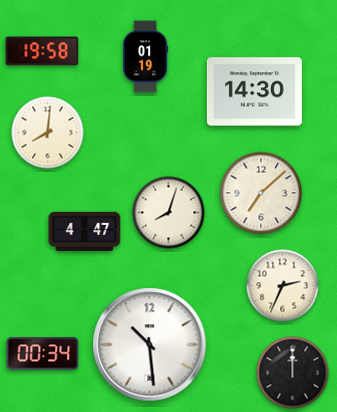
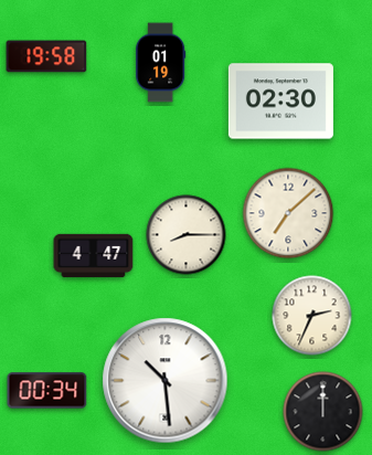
clock at (254, 92): 14:30 -> 02:30
clock at (48, 133): 8:01 -> none
clock at (169, 213): 8:03 -> 8:15
